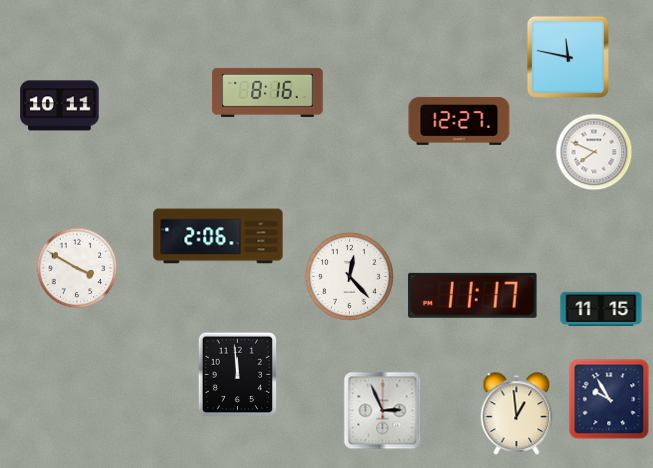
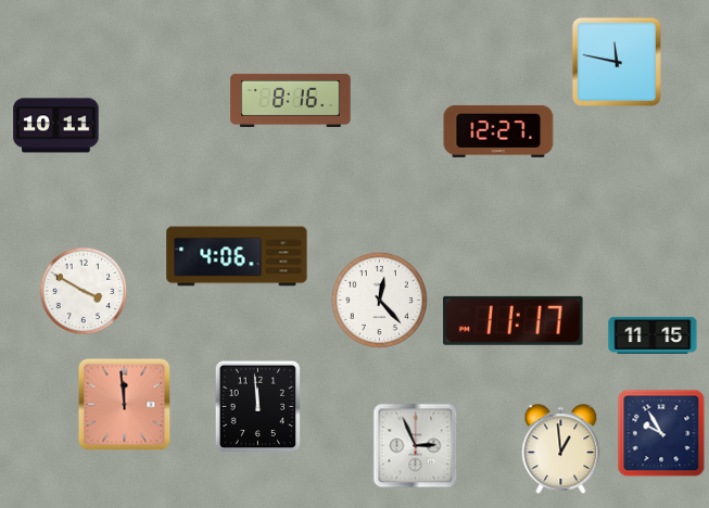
clock at (60, 106) position: (60, 106) -> (56, 126)
clock at (594, 152): 7:49 -> none
clock at (218, 236): 2:06 -> 4:06
clock at (125, 405): none -> 11:59
